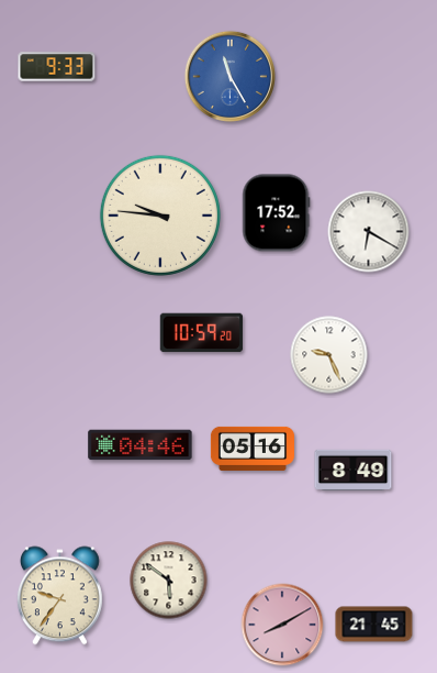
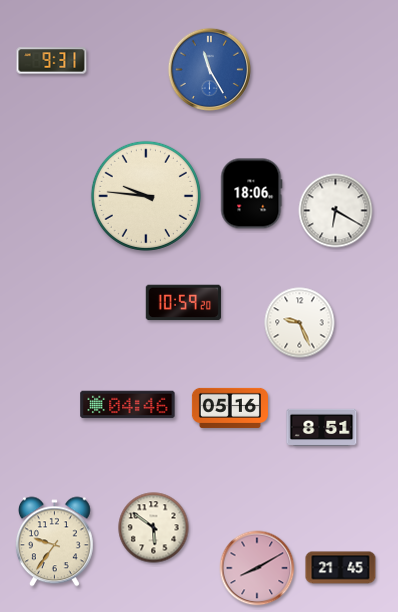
clock at (57, 67): 9:33 -> 9:31
clock at (277, 213): 17:52 -> 18:06
clock at (354, 471): 8:49 -> 8:51
